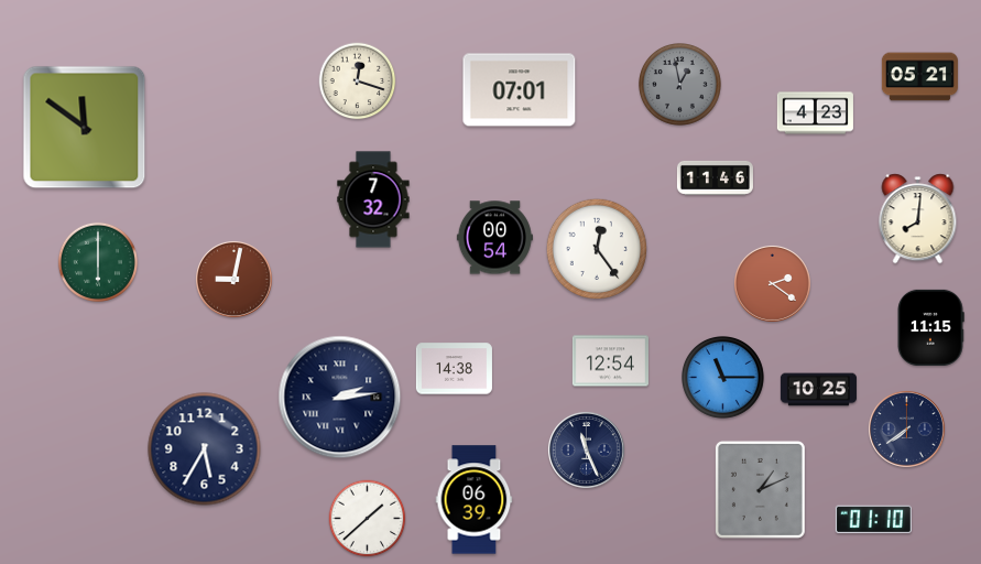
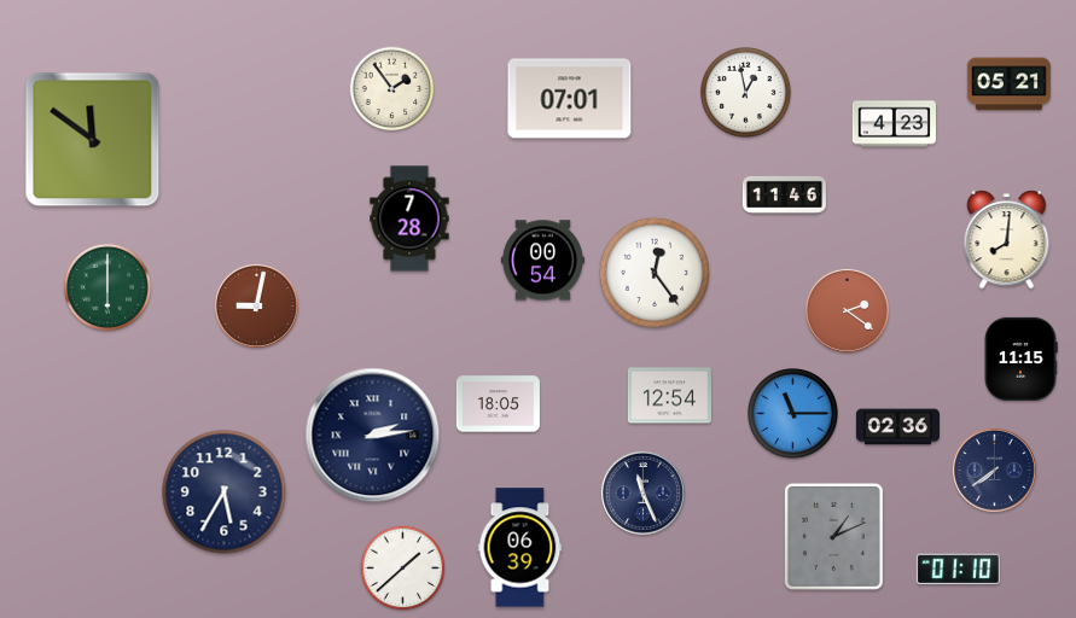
clock at (358, 82): 12:18 -> 1:54
clock at (680, 85) dial: grey -> white
clock at (373, 199): 7:32 -> 7:28
clock at (454, 369): 14:38 -> 18:05
clock at (818, 390): 10:25 -> 02:36
